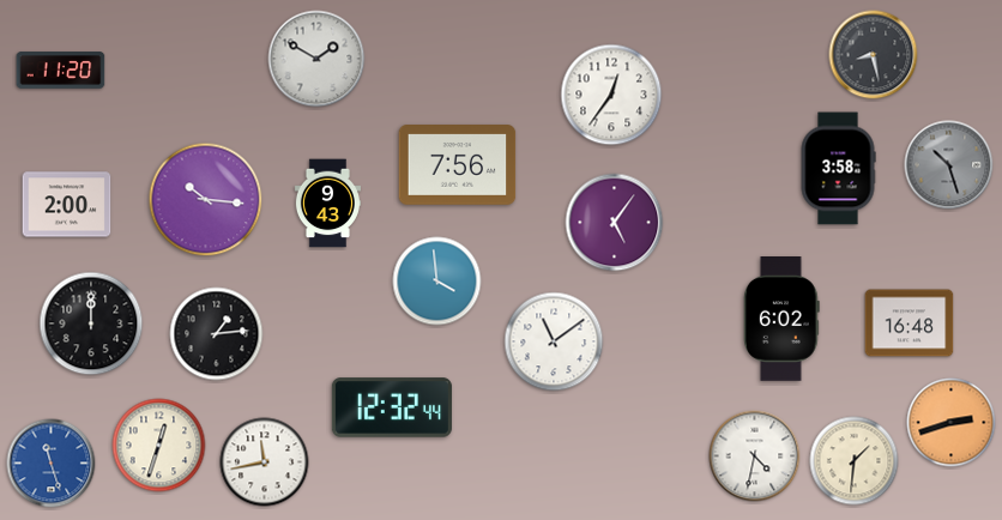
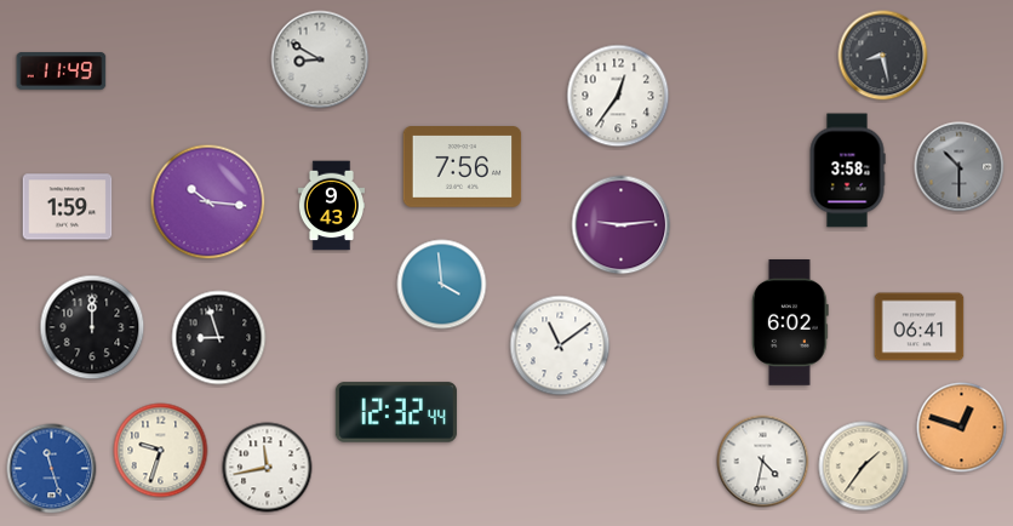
clock at (316, 59): 1:50 -> 8:50
clock at (61, 71): 11:20 -> 11:49
clock at (949, 165): 10:27 -> 10:30
clock at (67, 205): 2:00 -> 1:59
clock at (615, 223): 5:06 -> 9:14
clock at (910, 324): 16:48 -> 06:41
clock at (217, 334): 1:14 -> 8:57
clock at (952, 423): 2:42 -> 12:48
clock at (159, 446): 12:33 -> 9:33
clock at (855, 461): 1:31 -> 1:36
